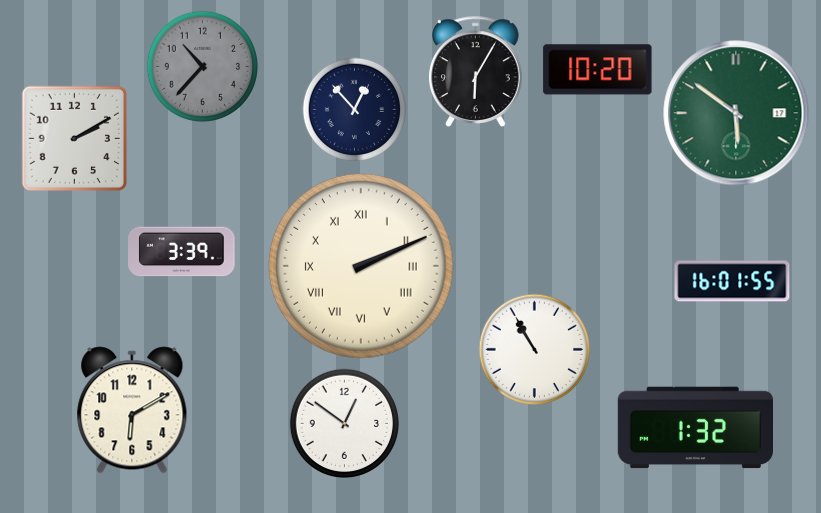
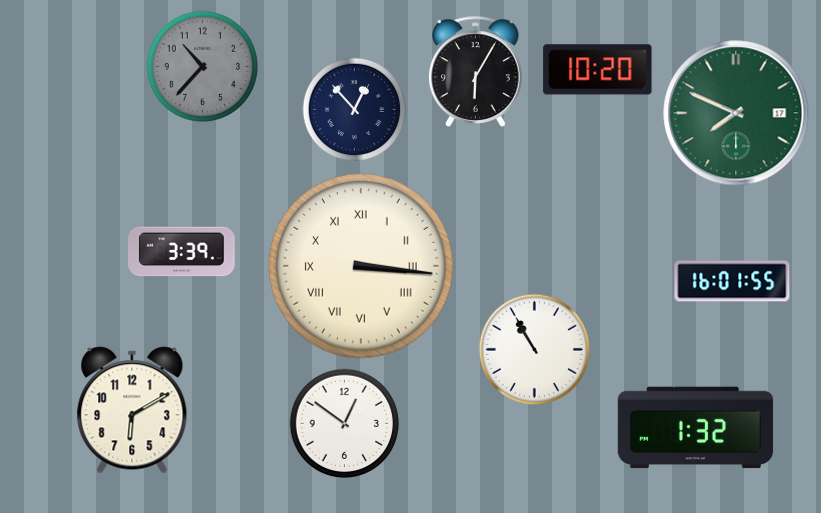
clock at (736, 113): 5:51 -> 7:49
clock at (74, 138): 2:10 -> none
clock at (361, 266): 2:11 -> 3:16
